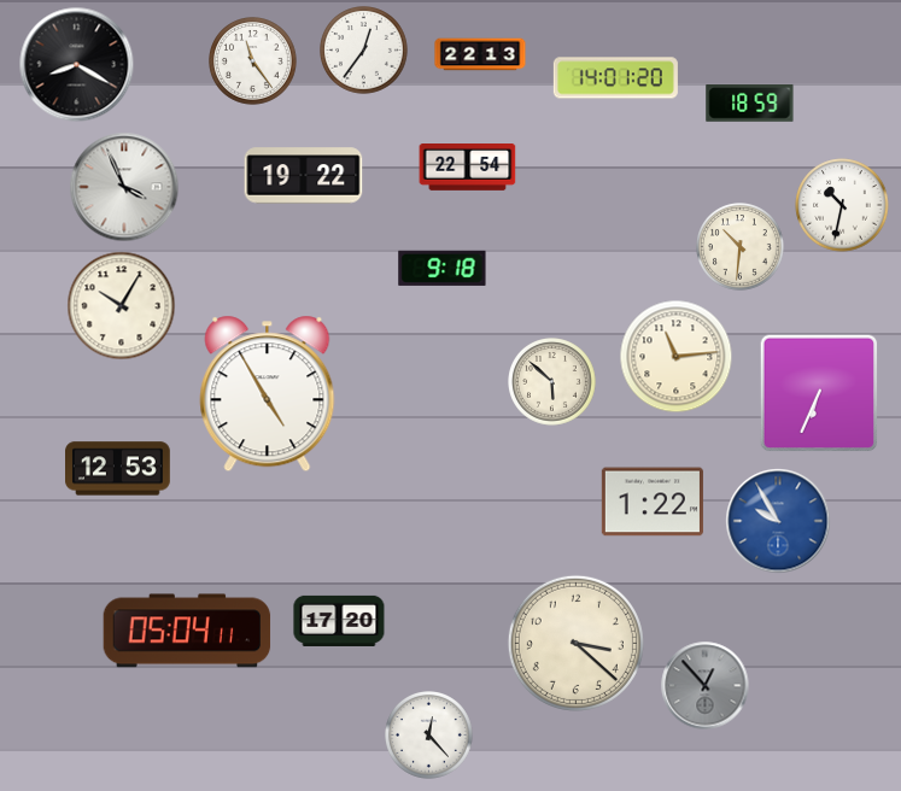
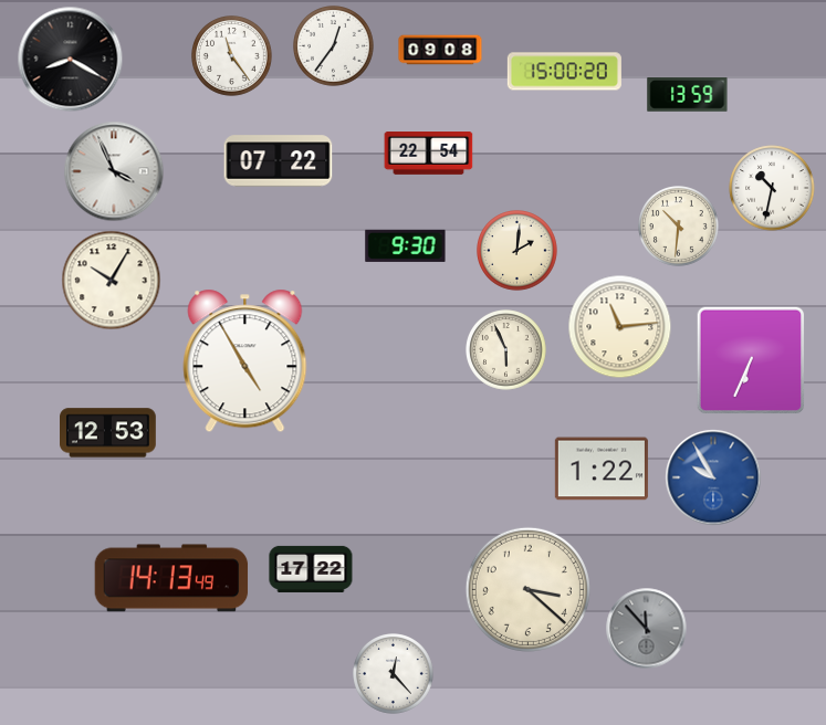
clock at (480, 54): 22:13 -> 09:08
clock at (615, 78): 14:01 -> 15:00
clock at (750, 102): 18:59 -> 13:59
clock at (304, 176): 19:22 -> 07:22
clock at (443, 268): 9:18 -> 9:30
clock at (517, 251): none -> 2:01
clock at (552, 382): 5:52 -> 5:56
clock at (118, 469) position: (118, 469) -> (108, 433)
clock at (653, 502) position: (653, 502) -> (602, 469)
clock at (339, 621): 17:20 -> 17:22
clock at (187, 631): 05:04 -> 14:13
clock at (706, 686): 12:53 -> 11:53
